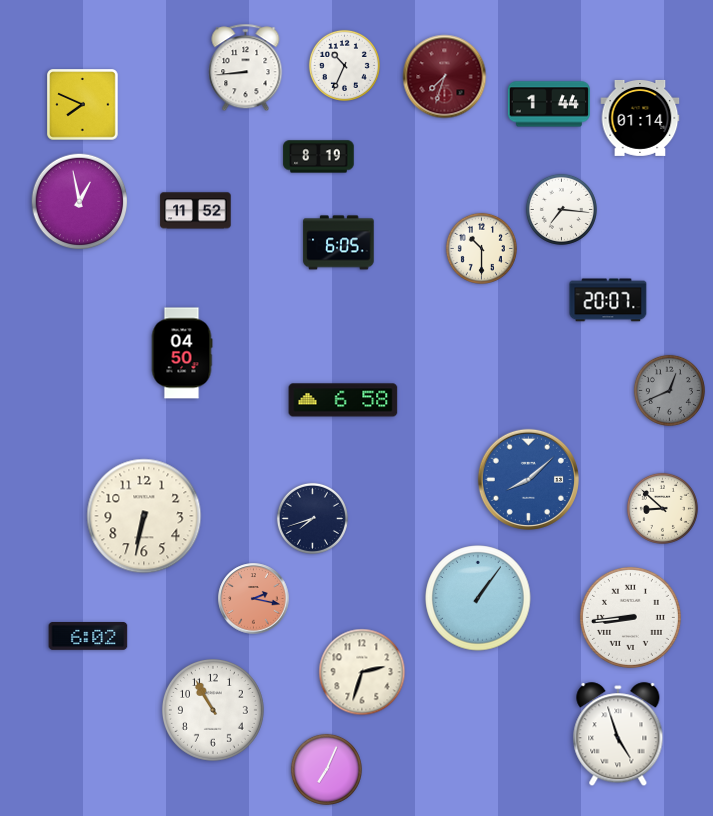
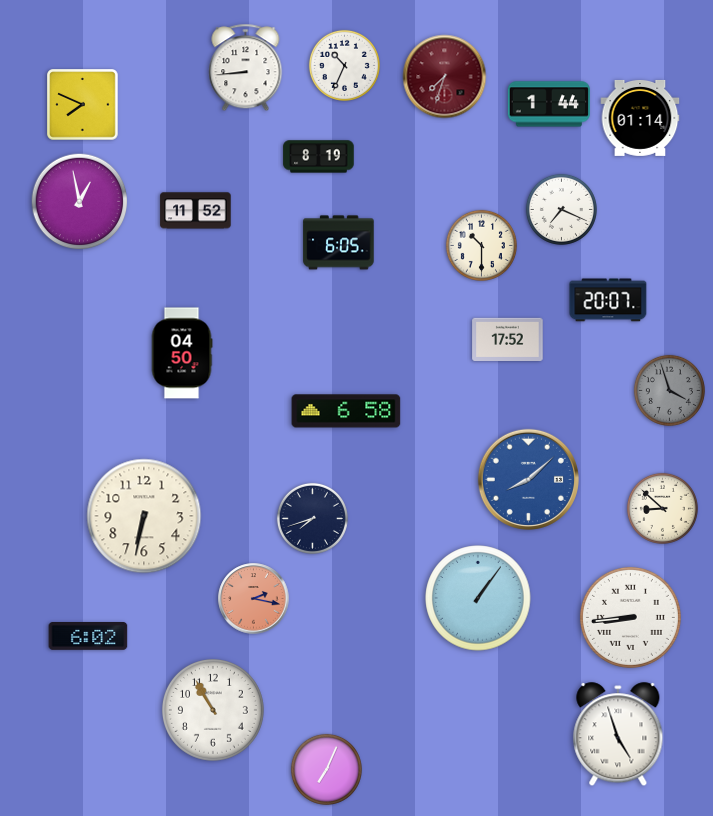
clock at (561, 209): 7:16 -> 7:19
clock at (481, 248) position: (481, 248) -> (481, 245)
clock at (508, 339): none -> 17:52
clock at (669, 390): 12:41 -> 3:57
clock at (343, 400) position: (343, 400) -> (346, 411)
clock at (362, 672): 2:33 -> none
